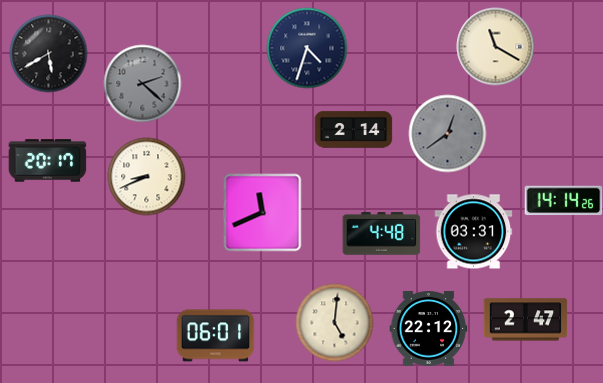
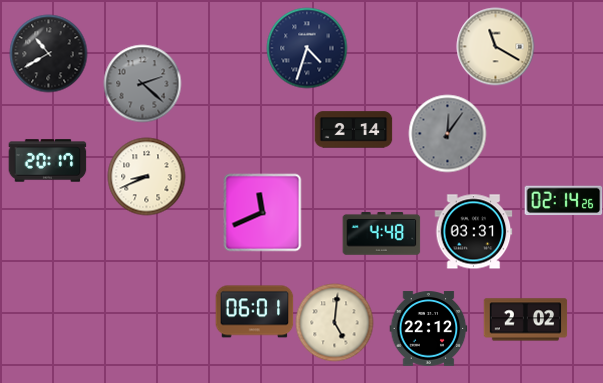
clock at (48, 53): 5:40 -> 10:40
clock at (447, 133): 12:39 -> 12:06
clock at (563, 201): 14:14 -> 02:14
clock at (525, 320): 2:47 -> 2:02
clock at (215, 336) position: (215, 336) -> (254, 312)
